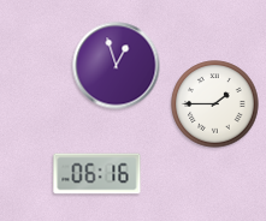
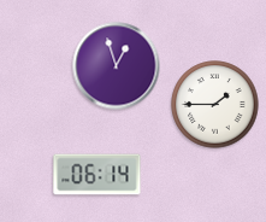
clock at (97, 174): 06:16 -> 06:14
